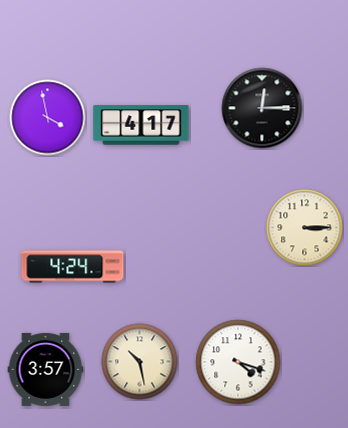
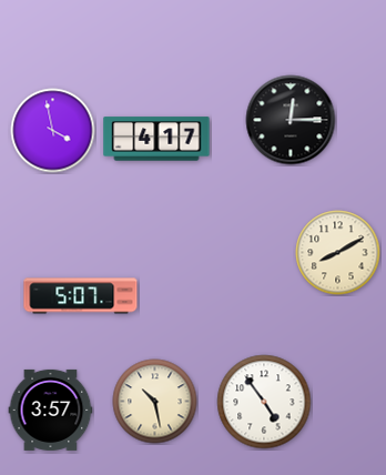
clock at (305, 228): 3:15 -> 8:10
clock at (73, 267): 4:24 -> 5:07
clock at (238, 362): 4:18 -> 4:54
